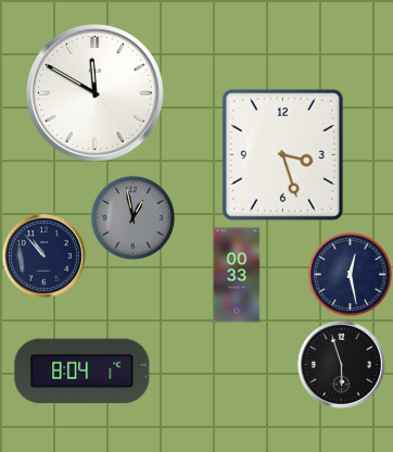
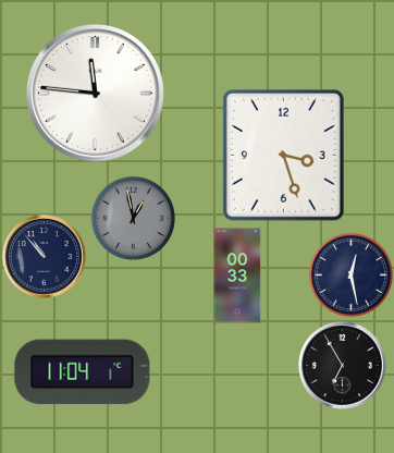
clock at (96, 93): 11:50 -> 11:46
clock at (341, 364): 5:57 -> 6:55
clock at (83, 372): 8:04 -> 11:04
